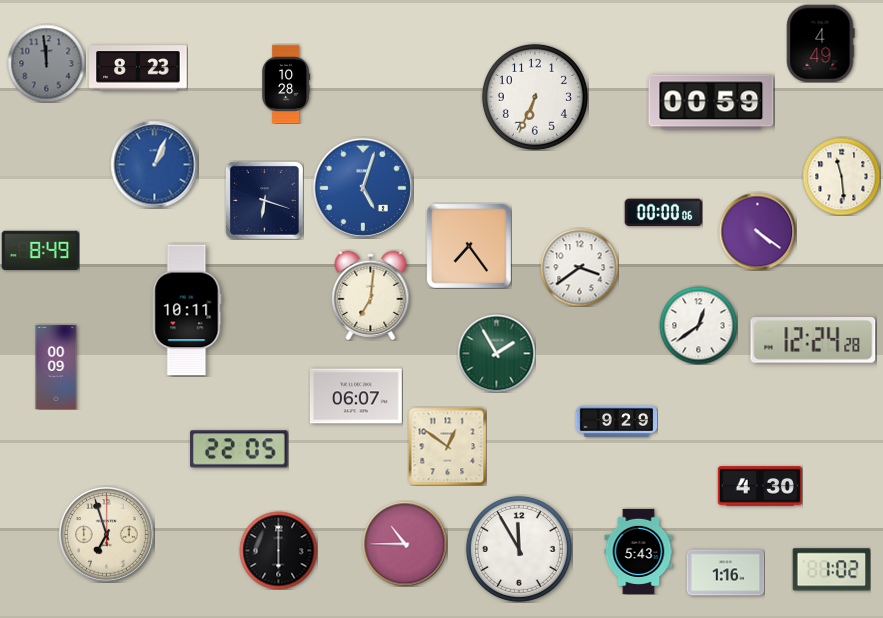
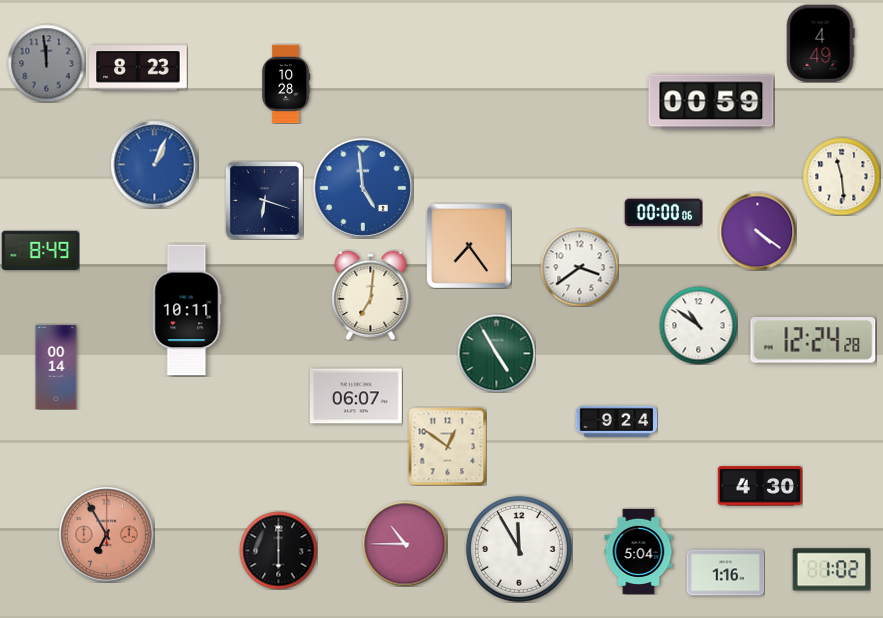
clock at (535, 97): 6:34 -> none
clock at (363, 188): 5:03 -> 4:59
clock at (698, 325): 12:39 -> 10:51
clock at (496, 353): 1:55 -> 4:55
clock at (56, 366): 00:09 -> 00:14
clock at (616, 421): 9:29 -> 9:24
clock at (239, 449): 22:05 -> none
clock at (107, 535): 6:57 -> 6:55
clock at (107, 535) dial: cream -> salmon
clock at (639, 551): 5:43 -> 5:04
